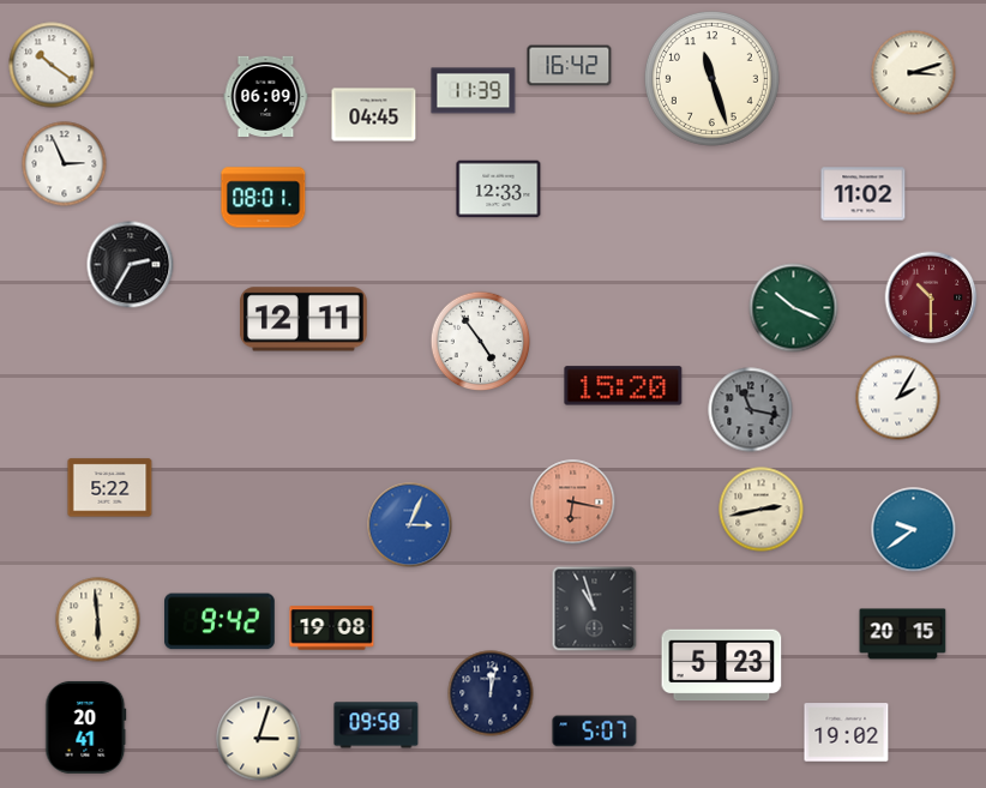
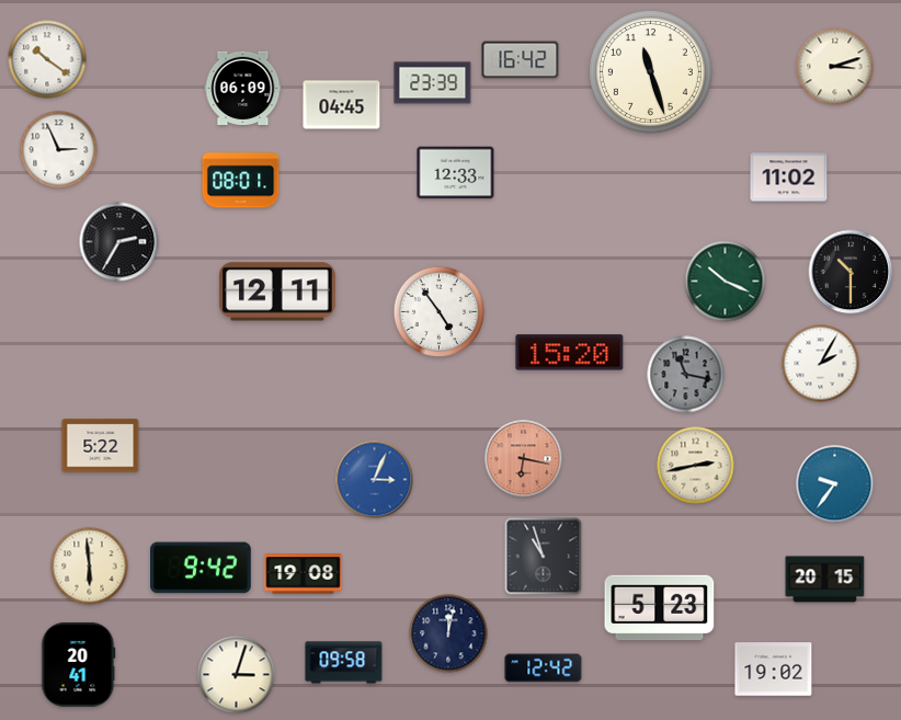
clock at (474, 91): 11:39 -> 23:39
clock at (931, 297) dial: burgundy -> black
clock at (914, 530): 9:39 -> 9:36
clock at (595, 732): 5:07 -> 12:42
